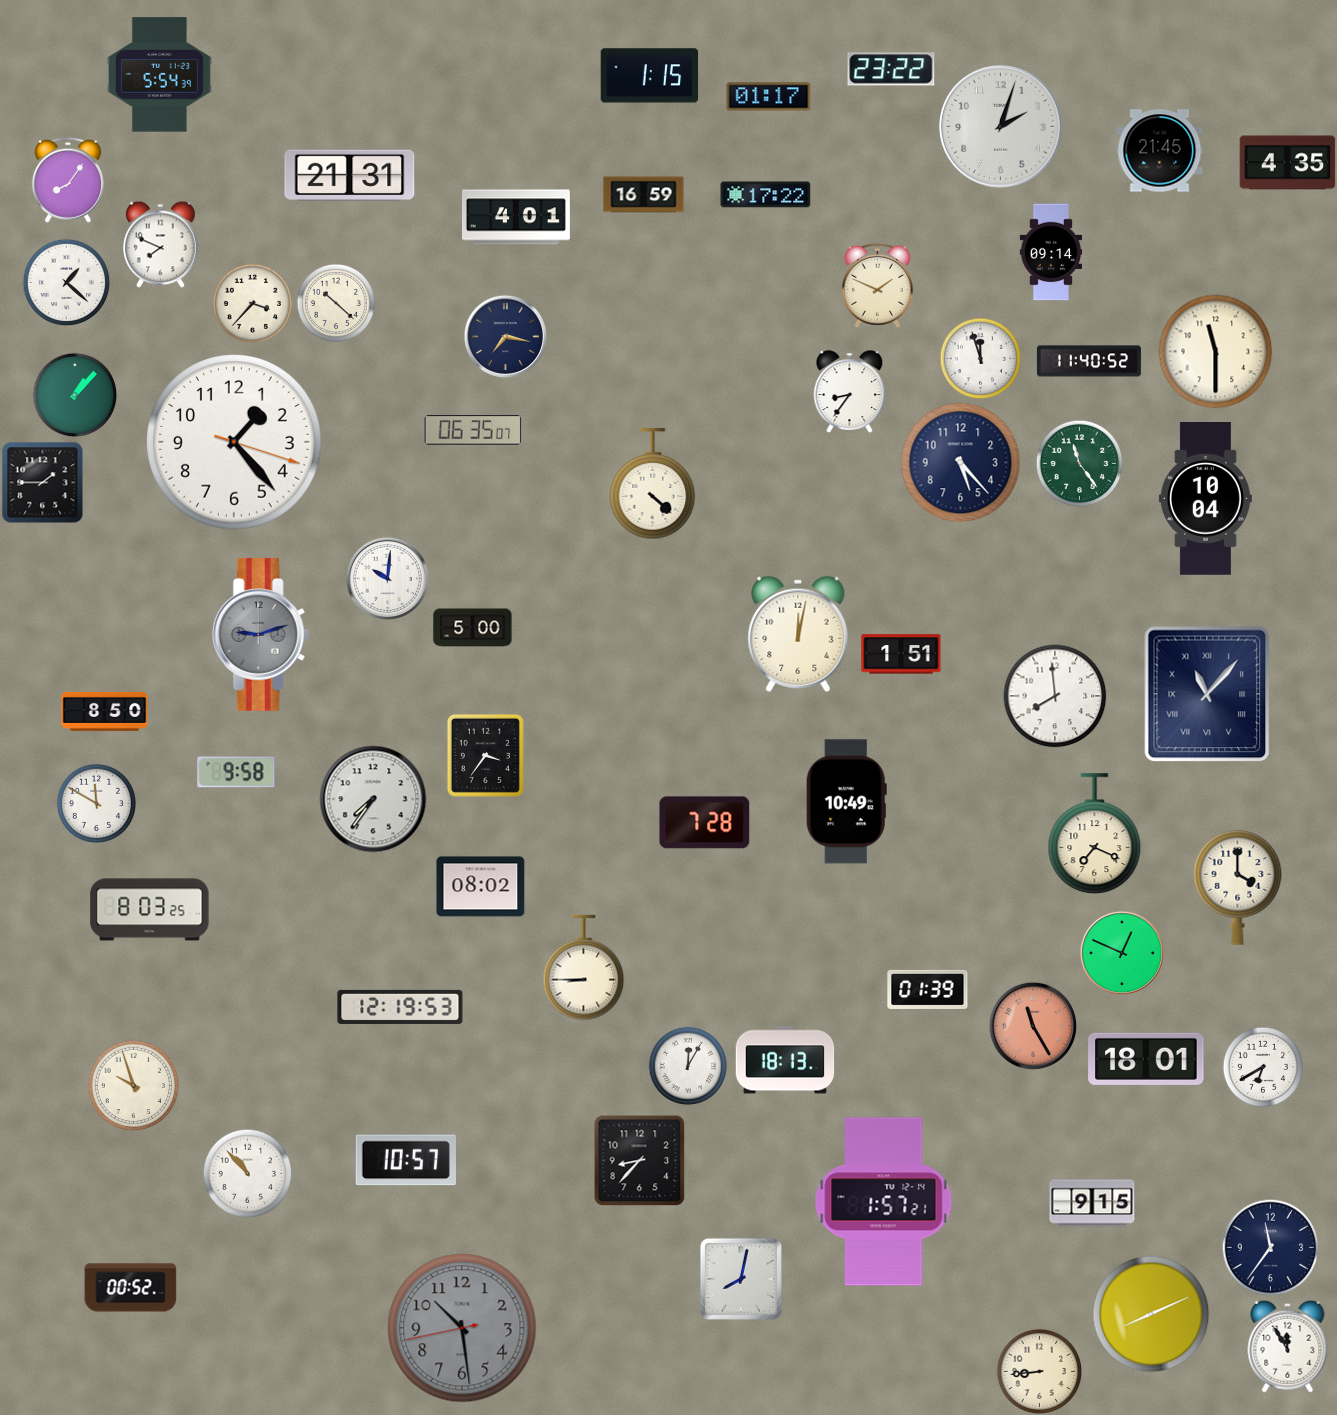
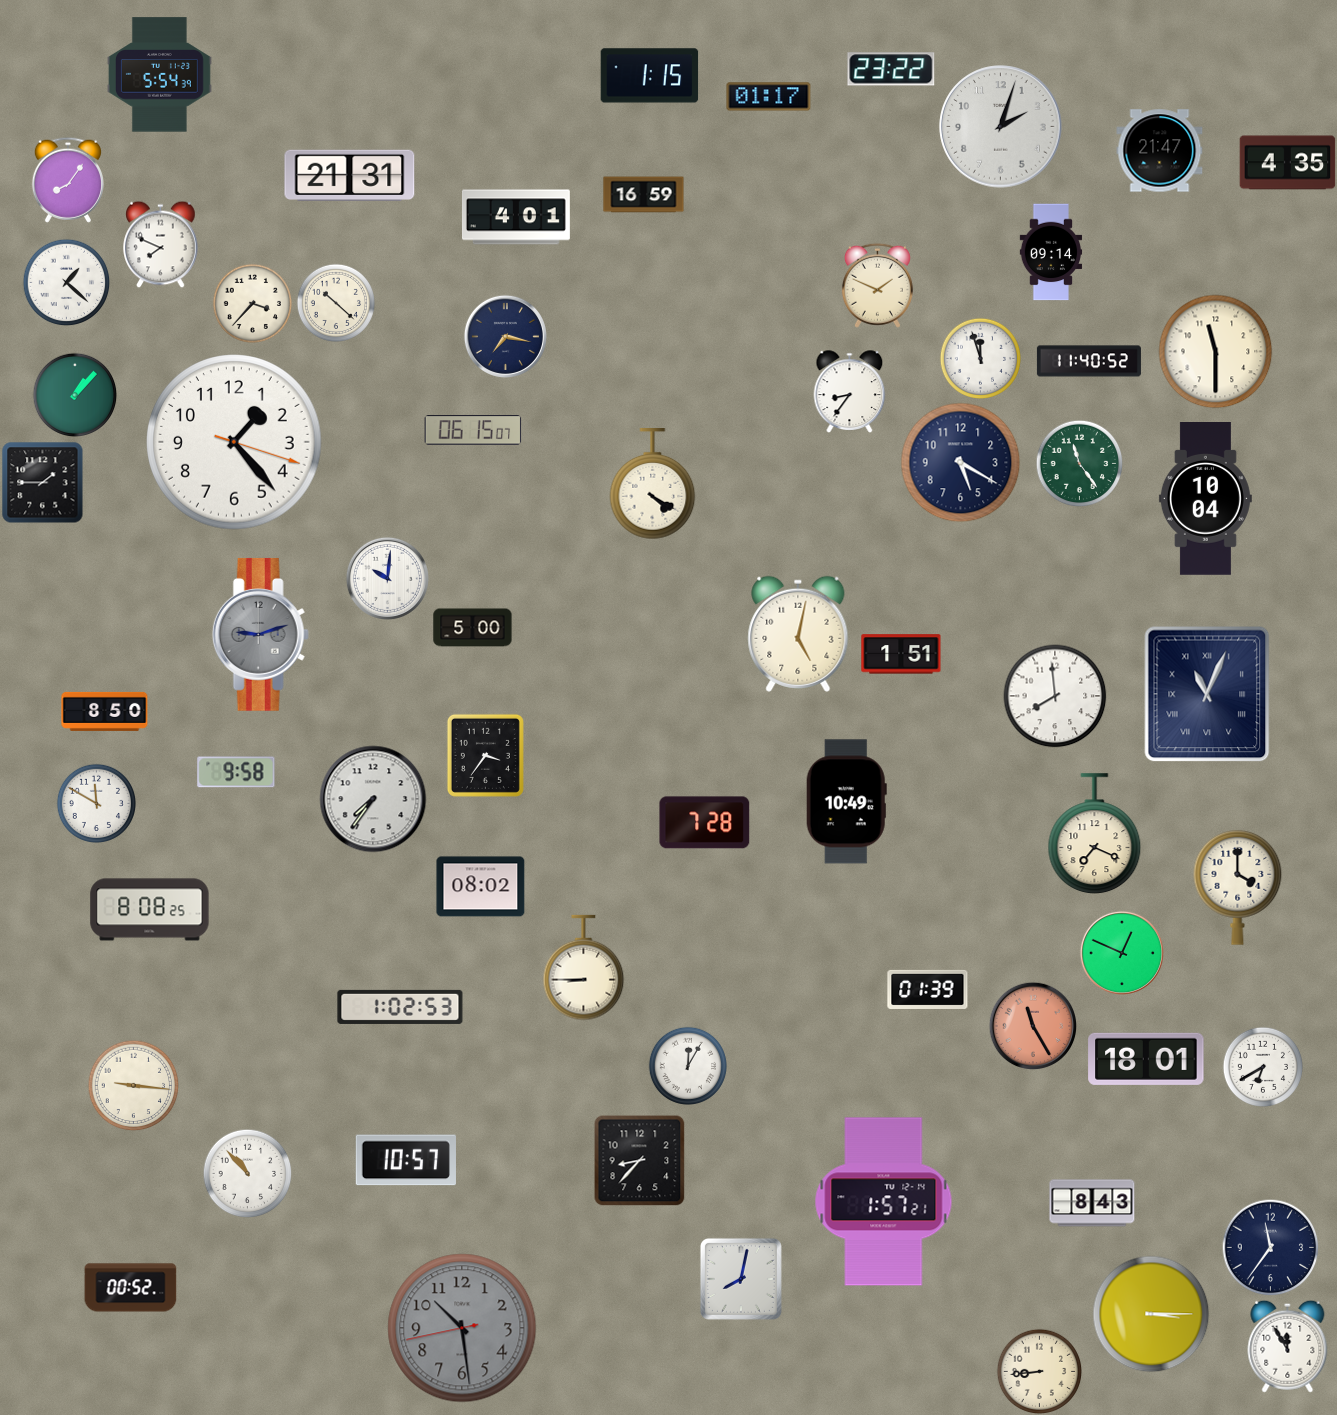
clock at (1160, 151): 21:45 -> 21:47
clock at (766, 195): 17:22 -> none
clock at (473, 430): 06:35 -> 06:15
clock at (961, 463): 5:23 -> 5:20
clock at (653, 484): 4:22 -> 4:20
clock at (798, 634): 12:02 -> 5:02
clock at (1207, 694): 11:07 -> 11:04
clock at (150, 910): 8:03 -> 8:08
clock at (400, 1007): 12:19 -> 1:02
clock at (785, 1060): 18:13 -> none
clock at (133, 1085): 9:57 -> 9:16
clock at (1092, 1203): 9:15 -> 8:43
clock at (1151, 1314): 8:11 -> 3:15
